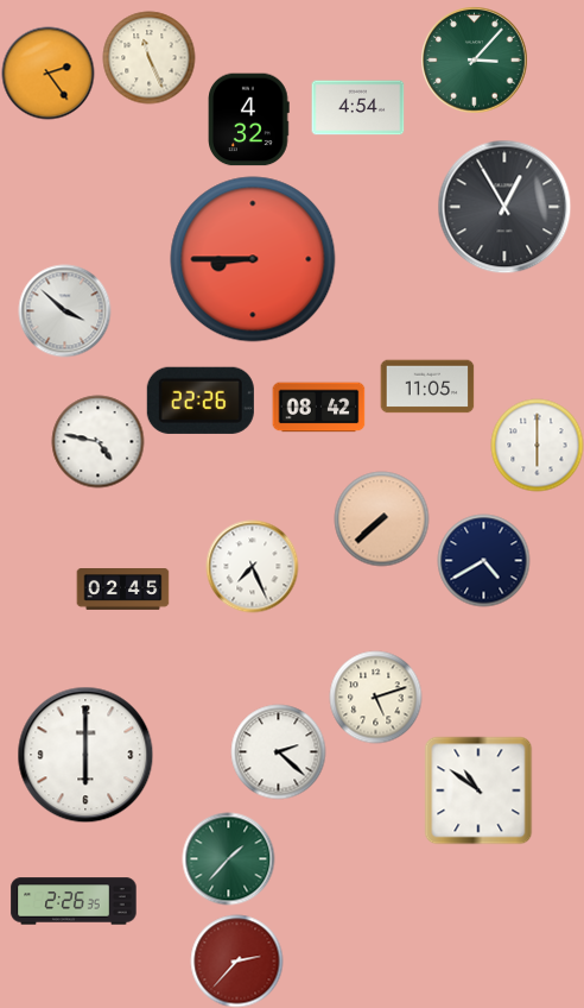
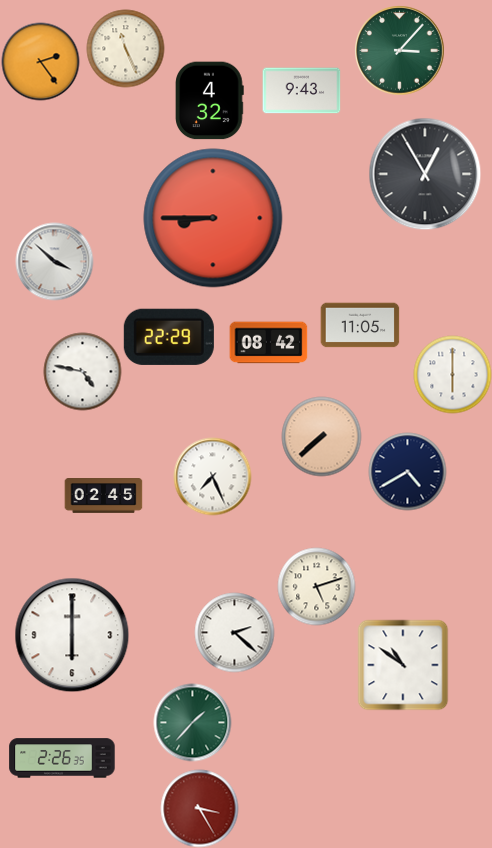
clock at (357, 108): 4:54 -> 9:43
clock at (201, 401): 22:26 -> 22:29
clock at (236, 960): 2:37 -> 3:25
